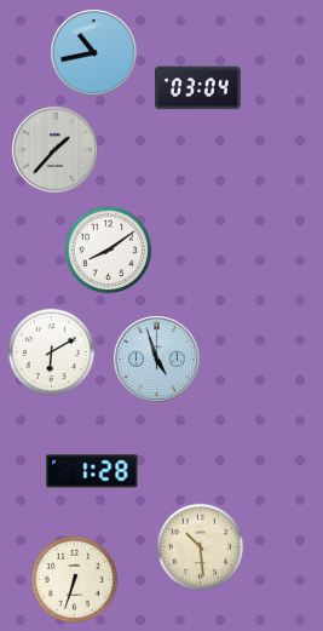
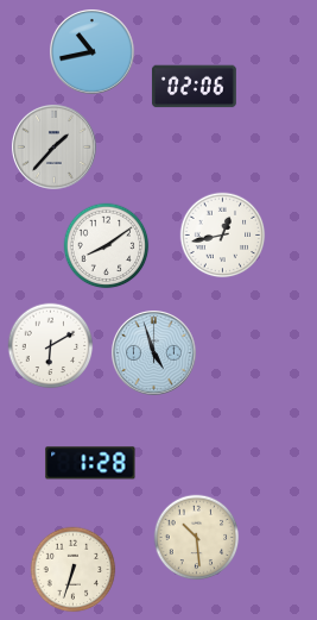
clock at (197, 88): 03:04 -> 02:06
clock at (223, 236): none -> 12:43
